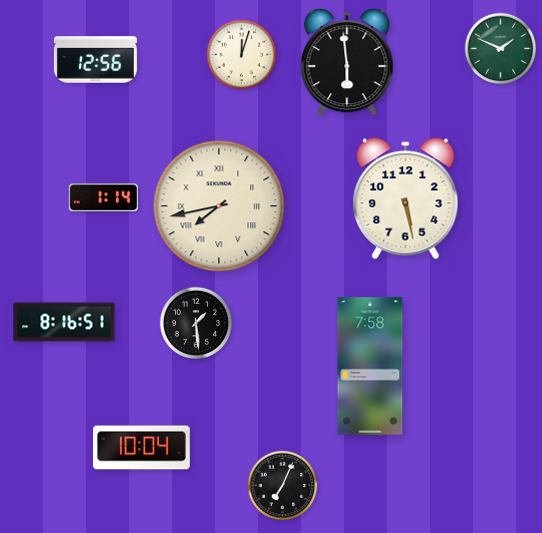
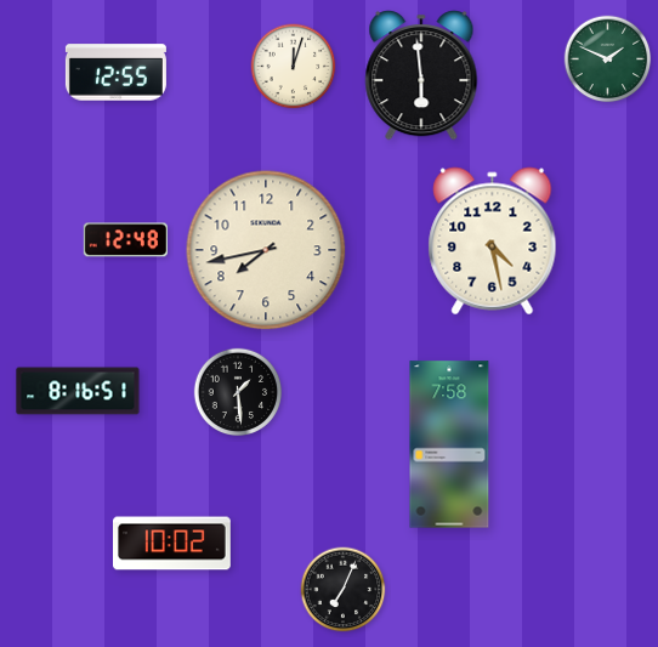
clock at (95, 60): 12:56 -> 12:55
clock at (103, 198): 1:14 -> 12:48
clock at (406, 199): 5:28 -> 4:28
clock at (219, 206) numerals: Roman -> Arabic
clock at (142, 448): 10:04 -> 10:02
